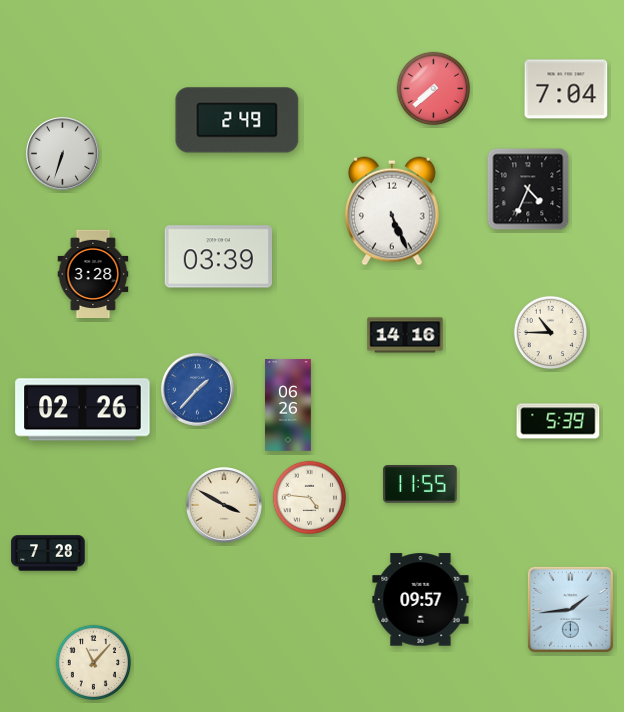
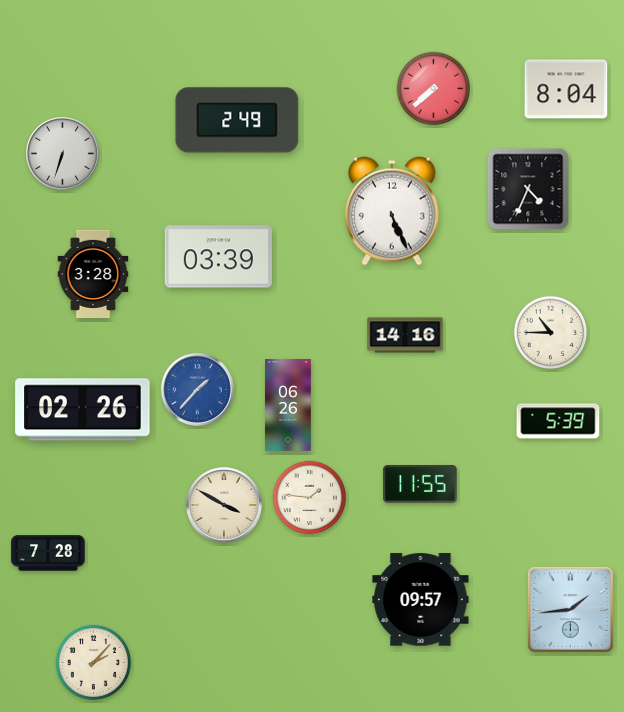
clock at (566, 89): 7:04 -> 8:04
clock at (310, 498): 4:46 -> 1:46
clock at (93, 662): 11:07 -> 2:07
